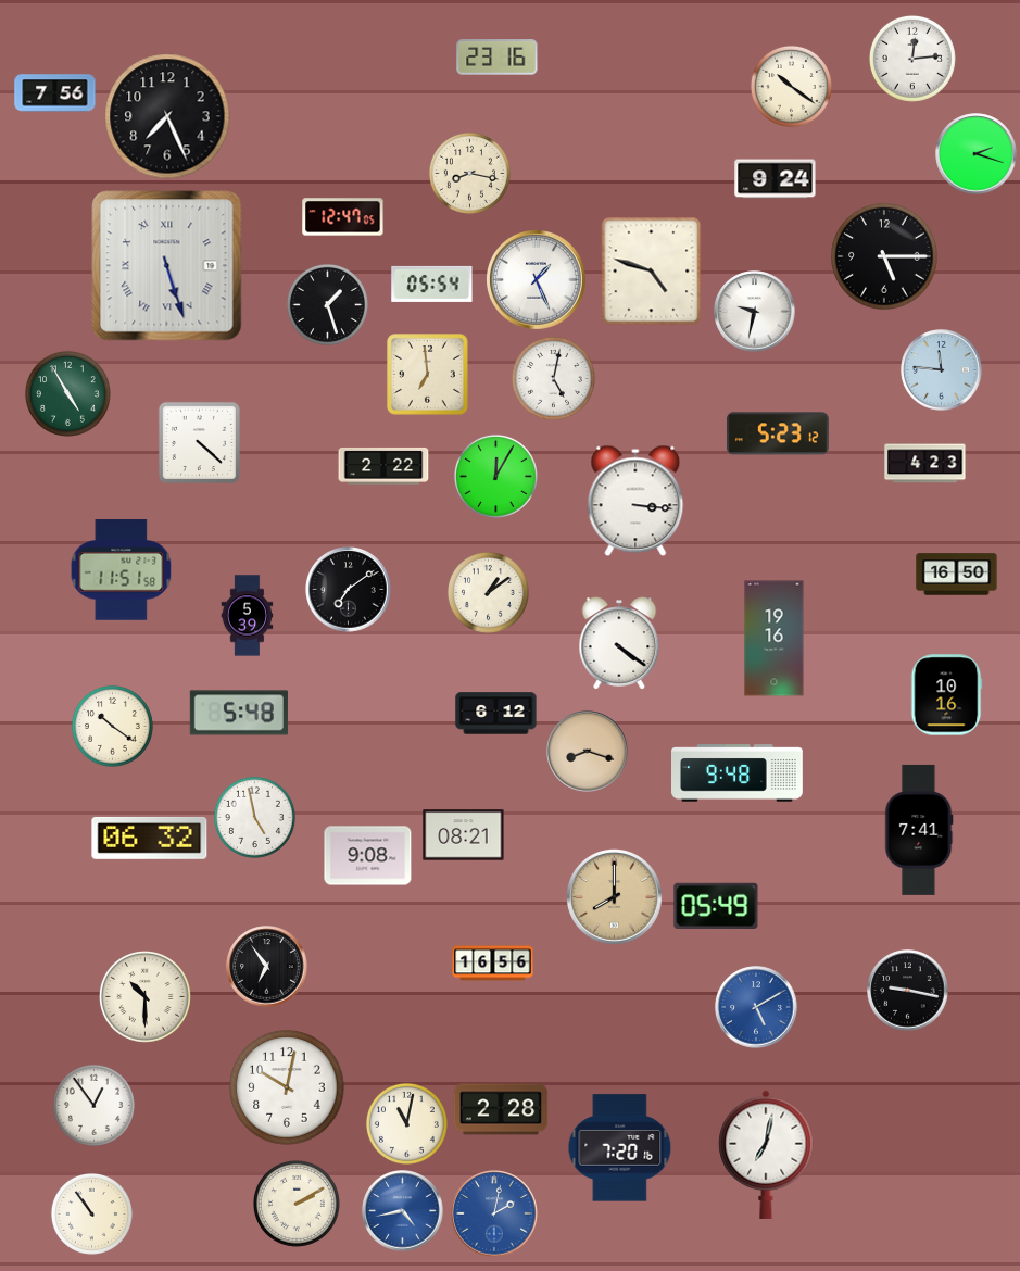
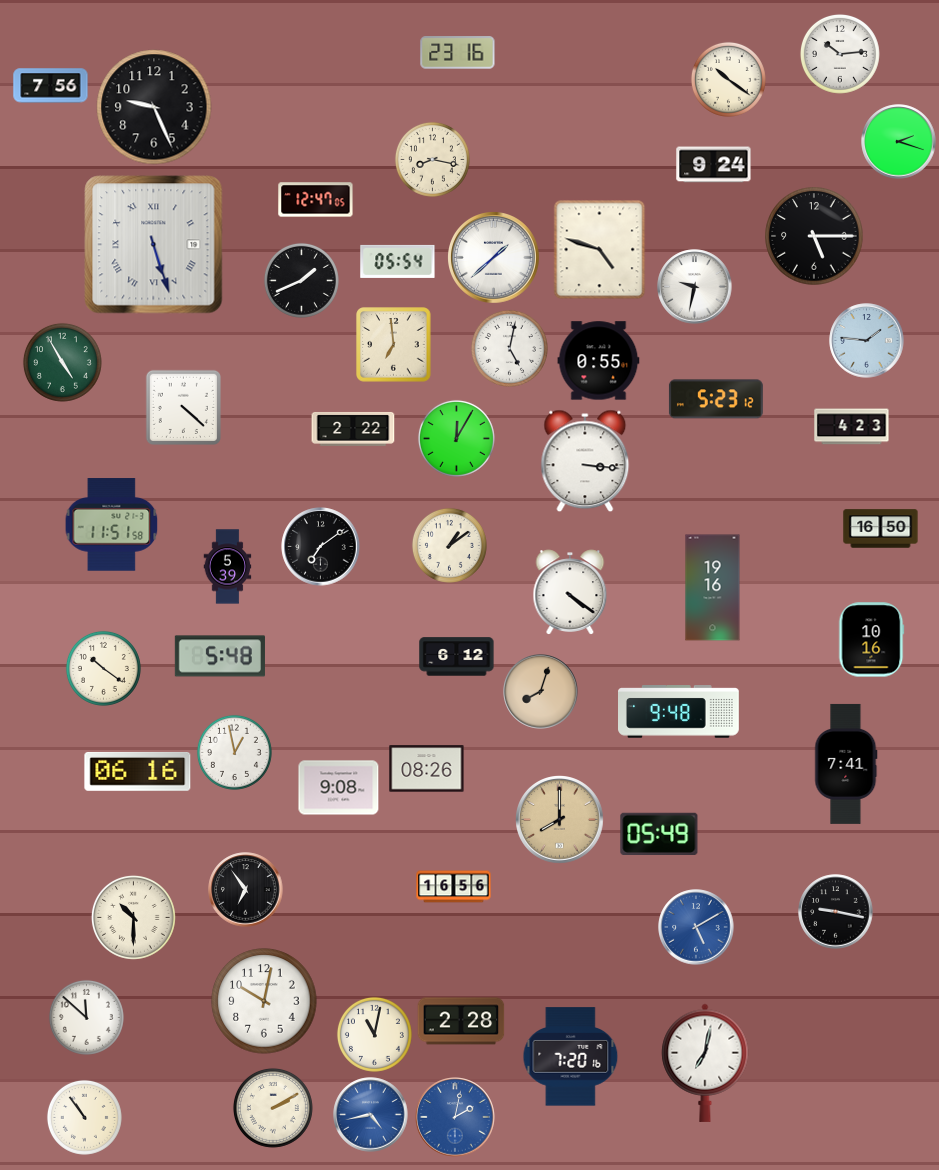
clock at (912, 59): 12:14 -> 10:14
clock at (167, 116): 7:26 -> 9:26
clock at (537, 280): 1:26 -> 1:38
clock at (327, 304): 1:27 -> 1:41
clock at (942, 370): 11:46 -> 1:46
clock at (599, 361): none -> 0:55
clock at (349, 590) position: (349, 590) -> (321, 547)
clock at (588, 752): 8:18 -> 8:03
clock at (254, 817): 4:58 -> 12:58
clock at (464, 835): 08:21 -> 08:26
clock at (150, 838): 06:32 -> 06:16
clock at (615, 897) position: (615, 897) -> (560, 820)
clock at (93, 1105): 12:54 -> 11:52
